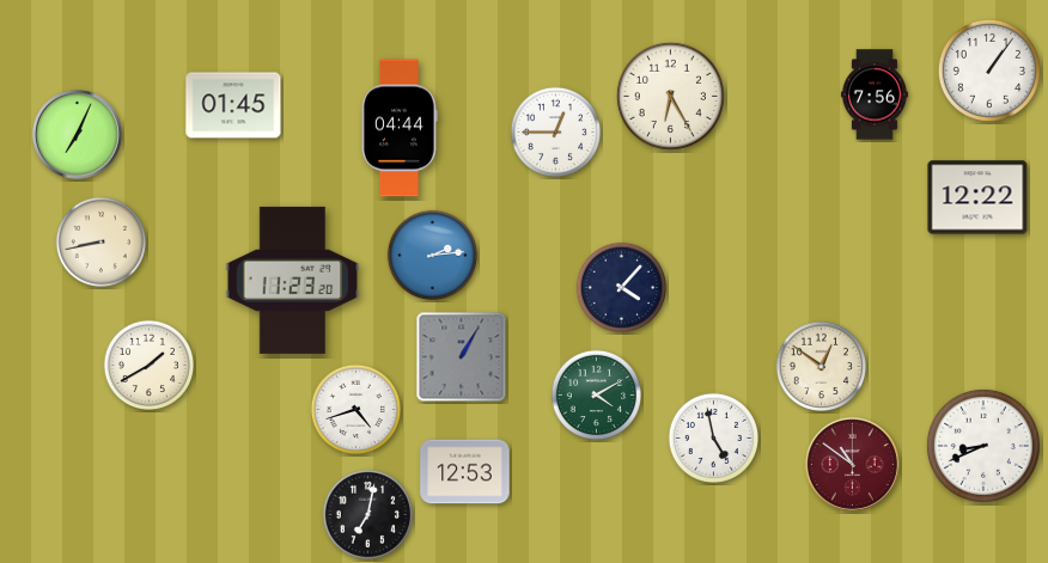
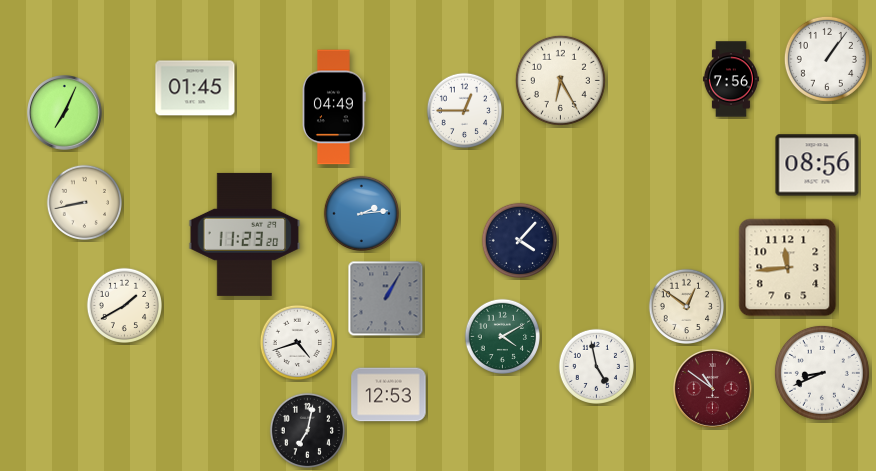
clock at (401, 128): 04:44 -> 04:49
clock at (977, 197): 12:22 -> 08:56
clock at (788, 268): none -> 11:44
clock at (596, 394) position: (596, 394) -> (502, 336)
